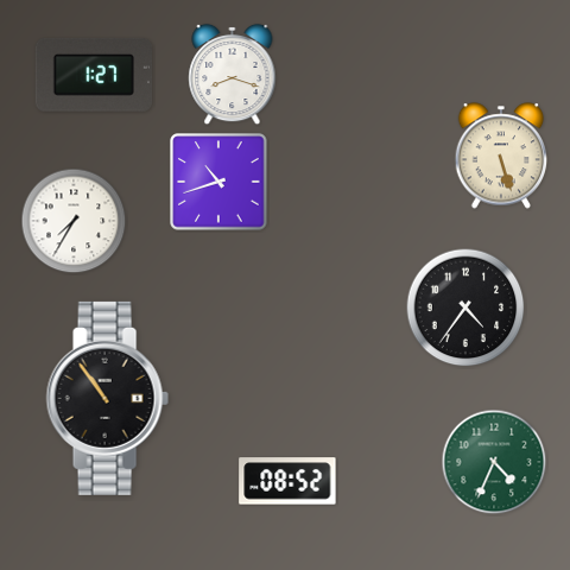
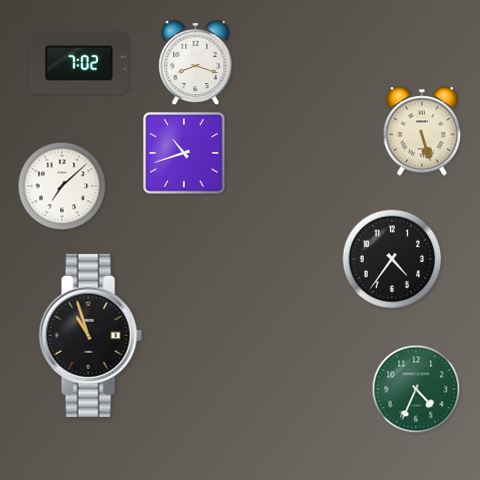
clock at (93, 75): 1:27 -> 7:02
clock at (74, 221): 7:35 -> 7:08
clock at (107, 398): 10:54 -> 10:57
clock at (287, 481): 08:52 -> none
